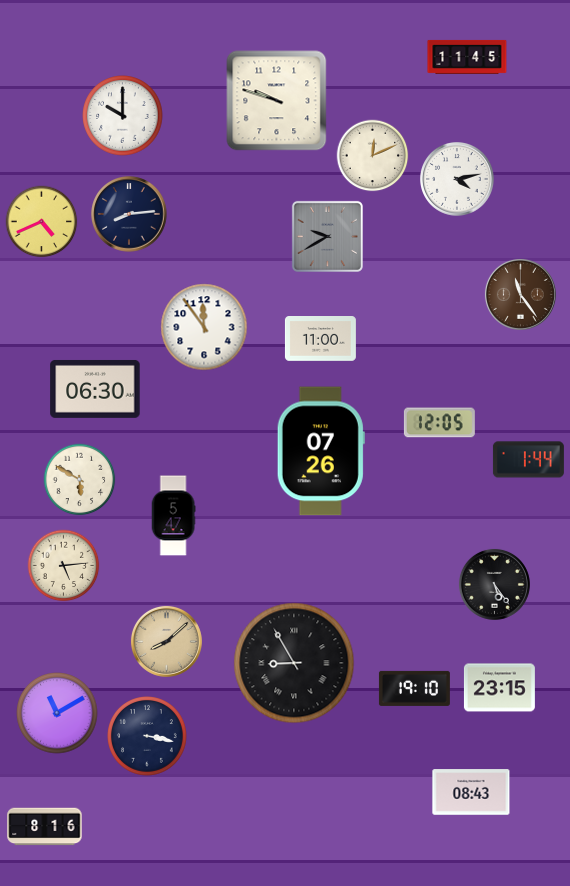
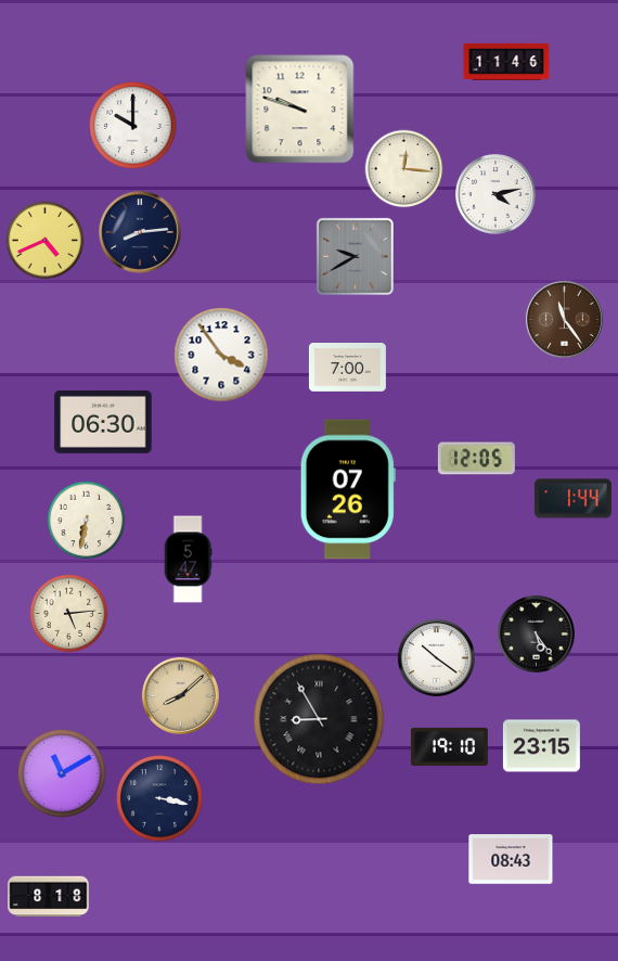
clock at (467, 57): 11:45 -> 11:46
clock at (373, 156): 12:11 -> 12:16
clock at (204, 327): 11:54 -> 3:54
clock at (320, 339): 11:00 -> 7:00
clock at (80, 480): 5:50 -> 6:32
clock at (436, 657): none -> 10:21
clock at (45, 827): 8:16 -> 8:18
